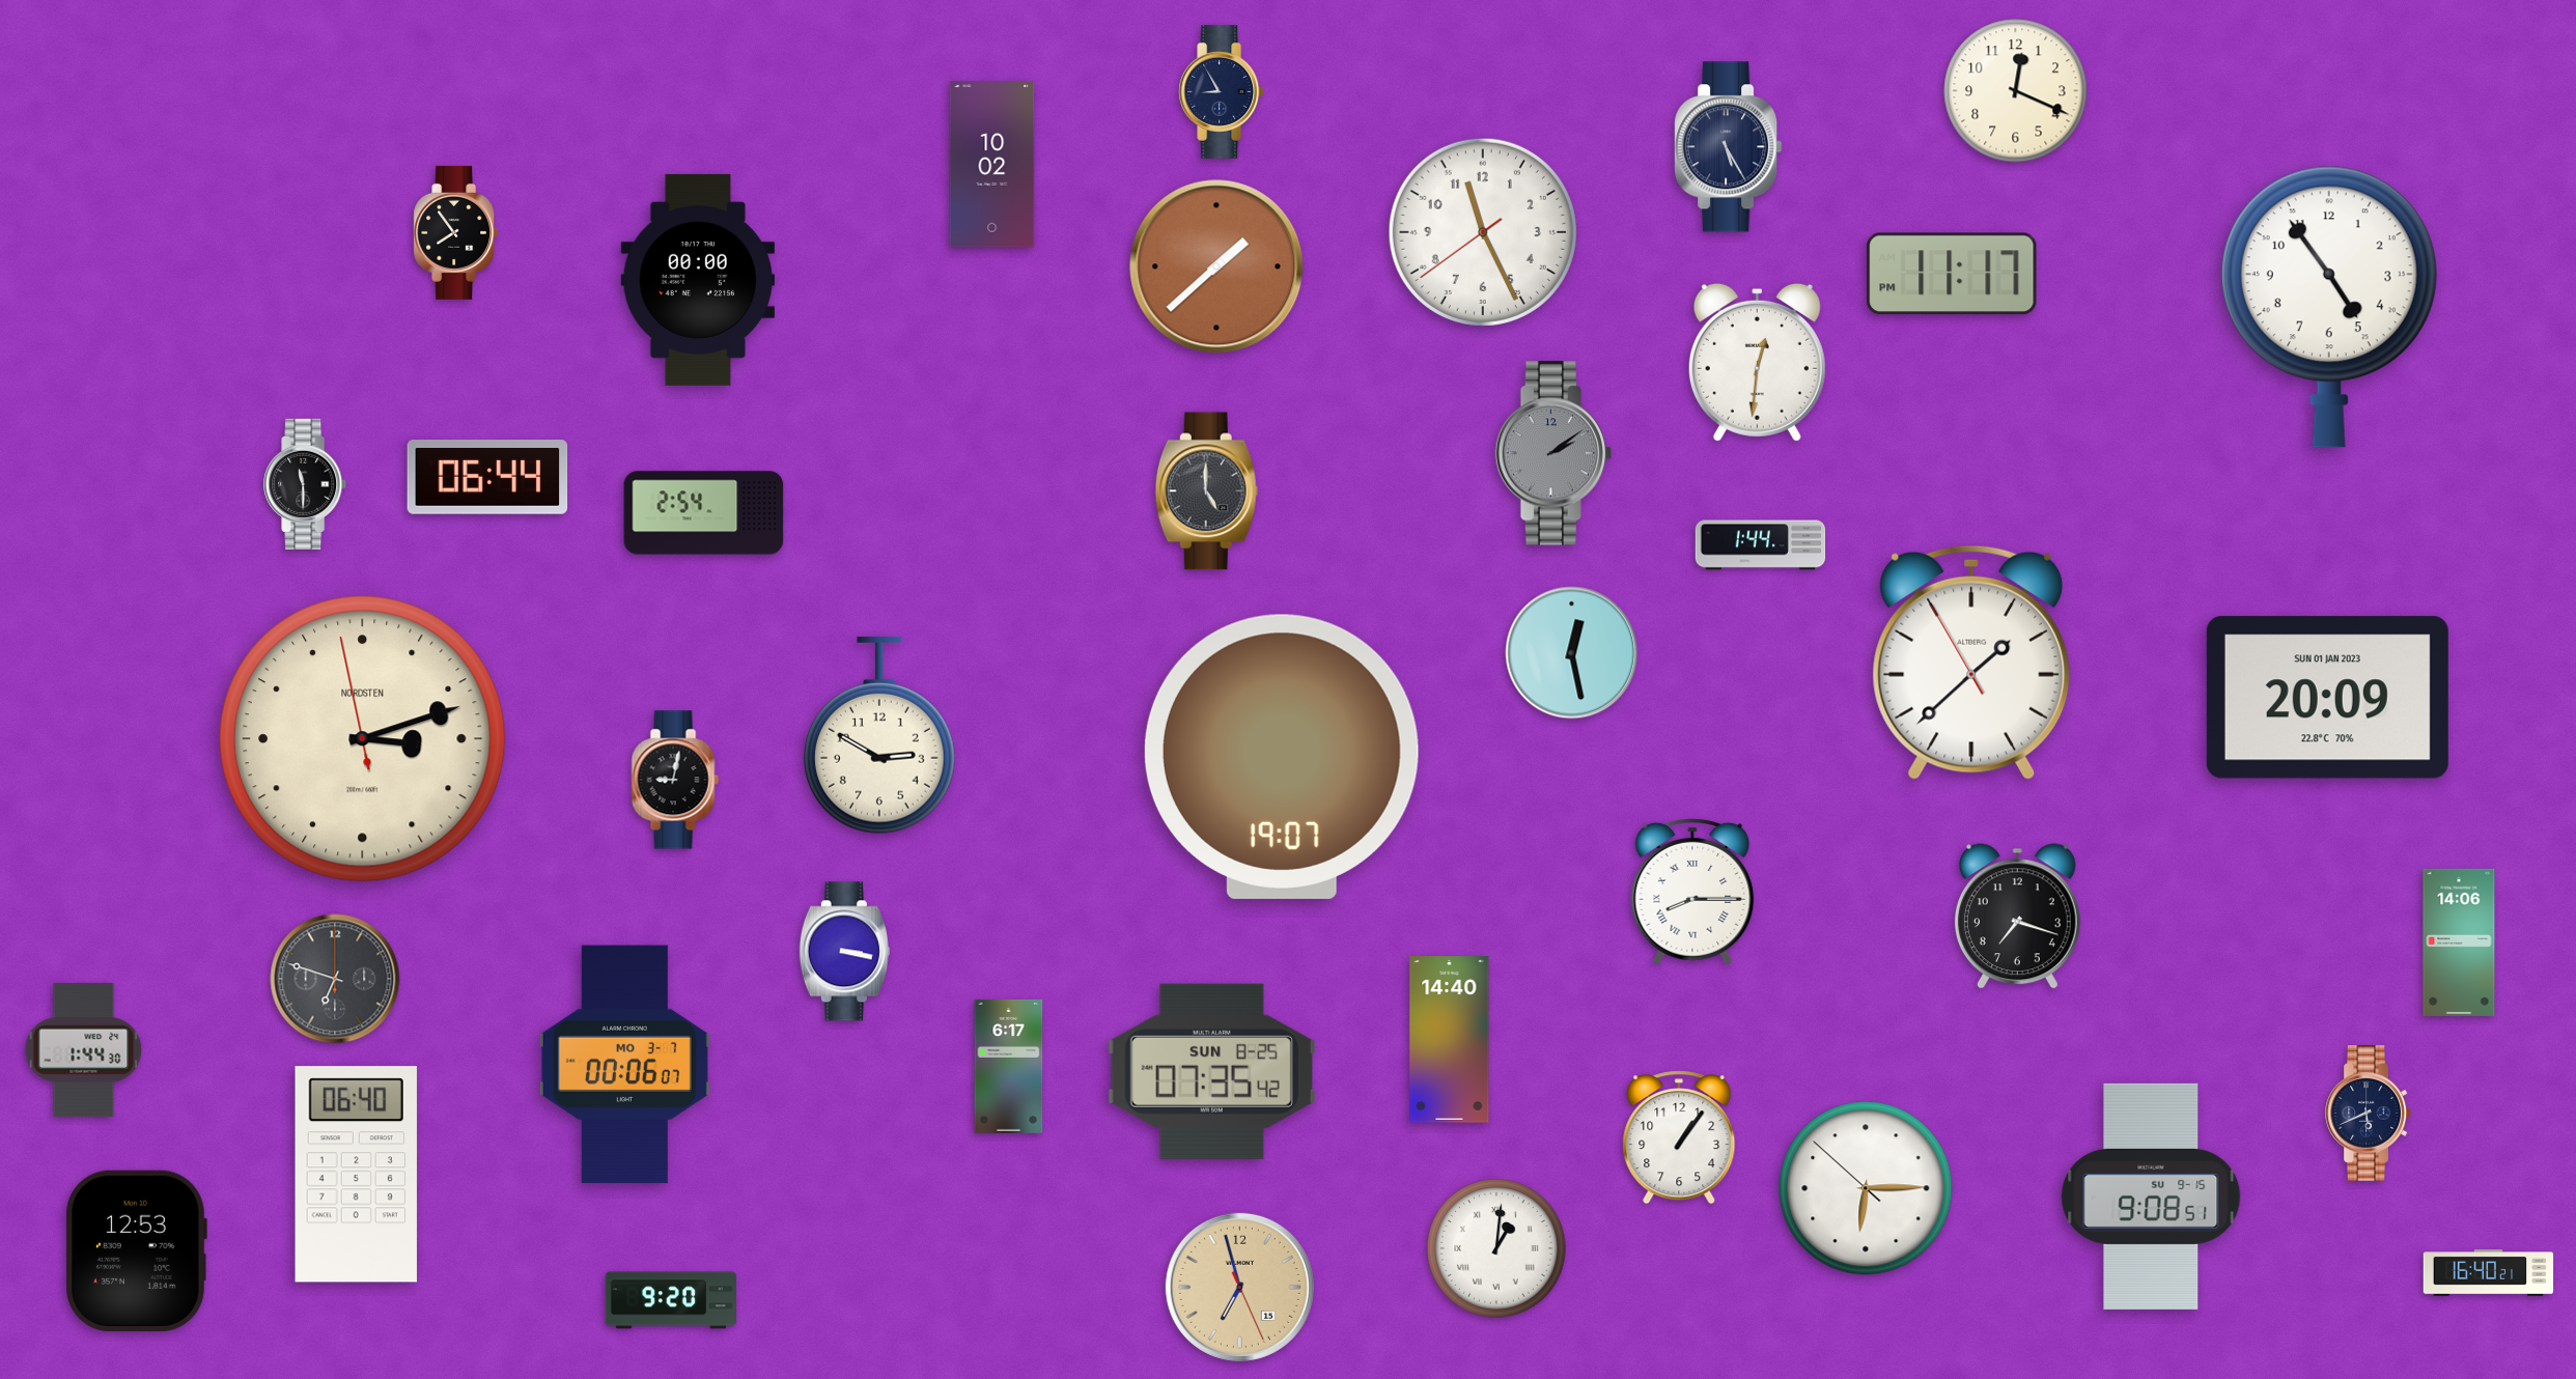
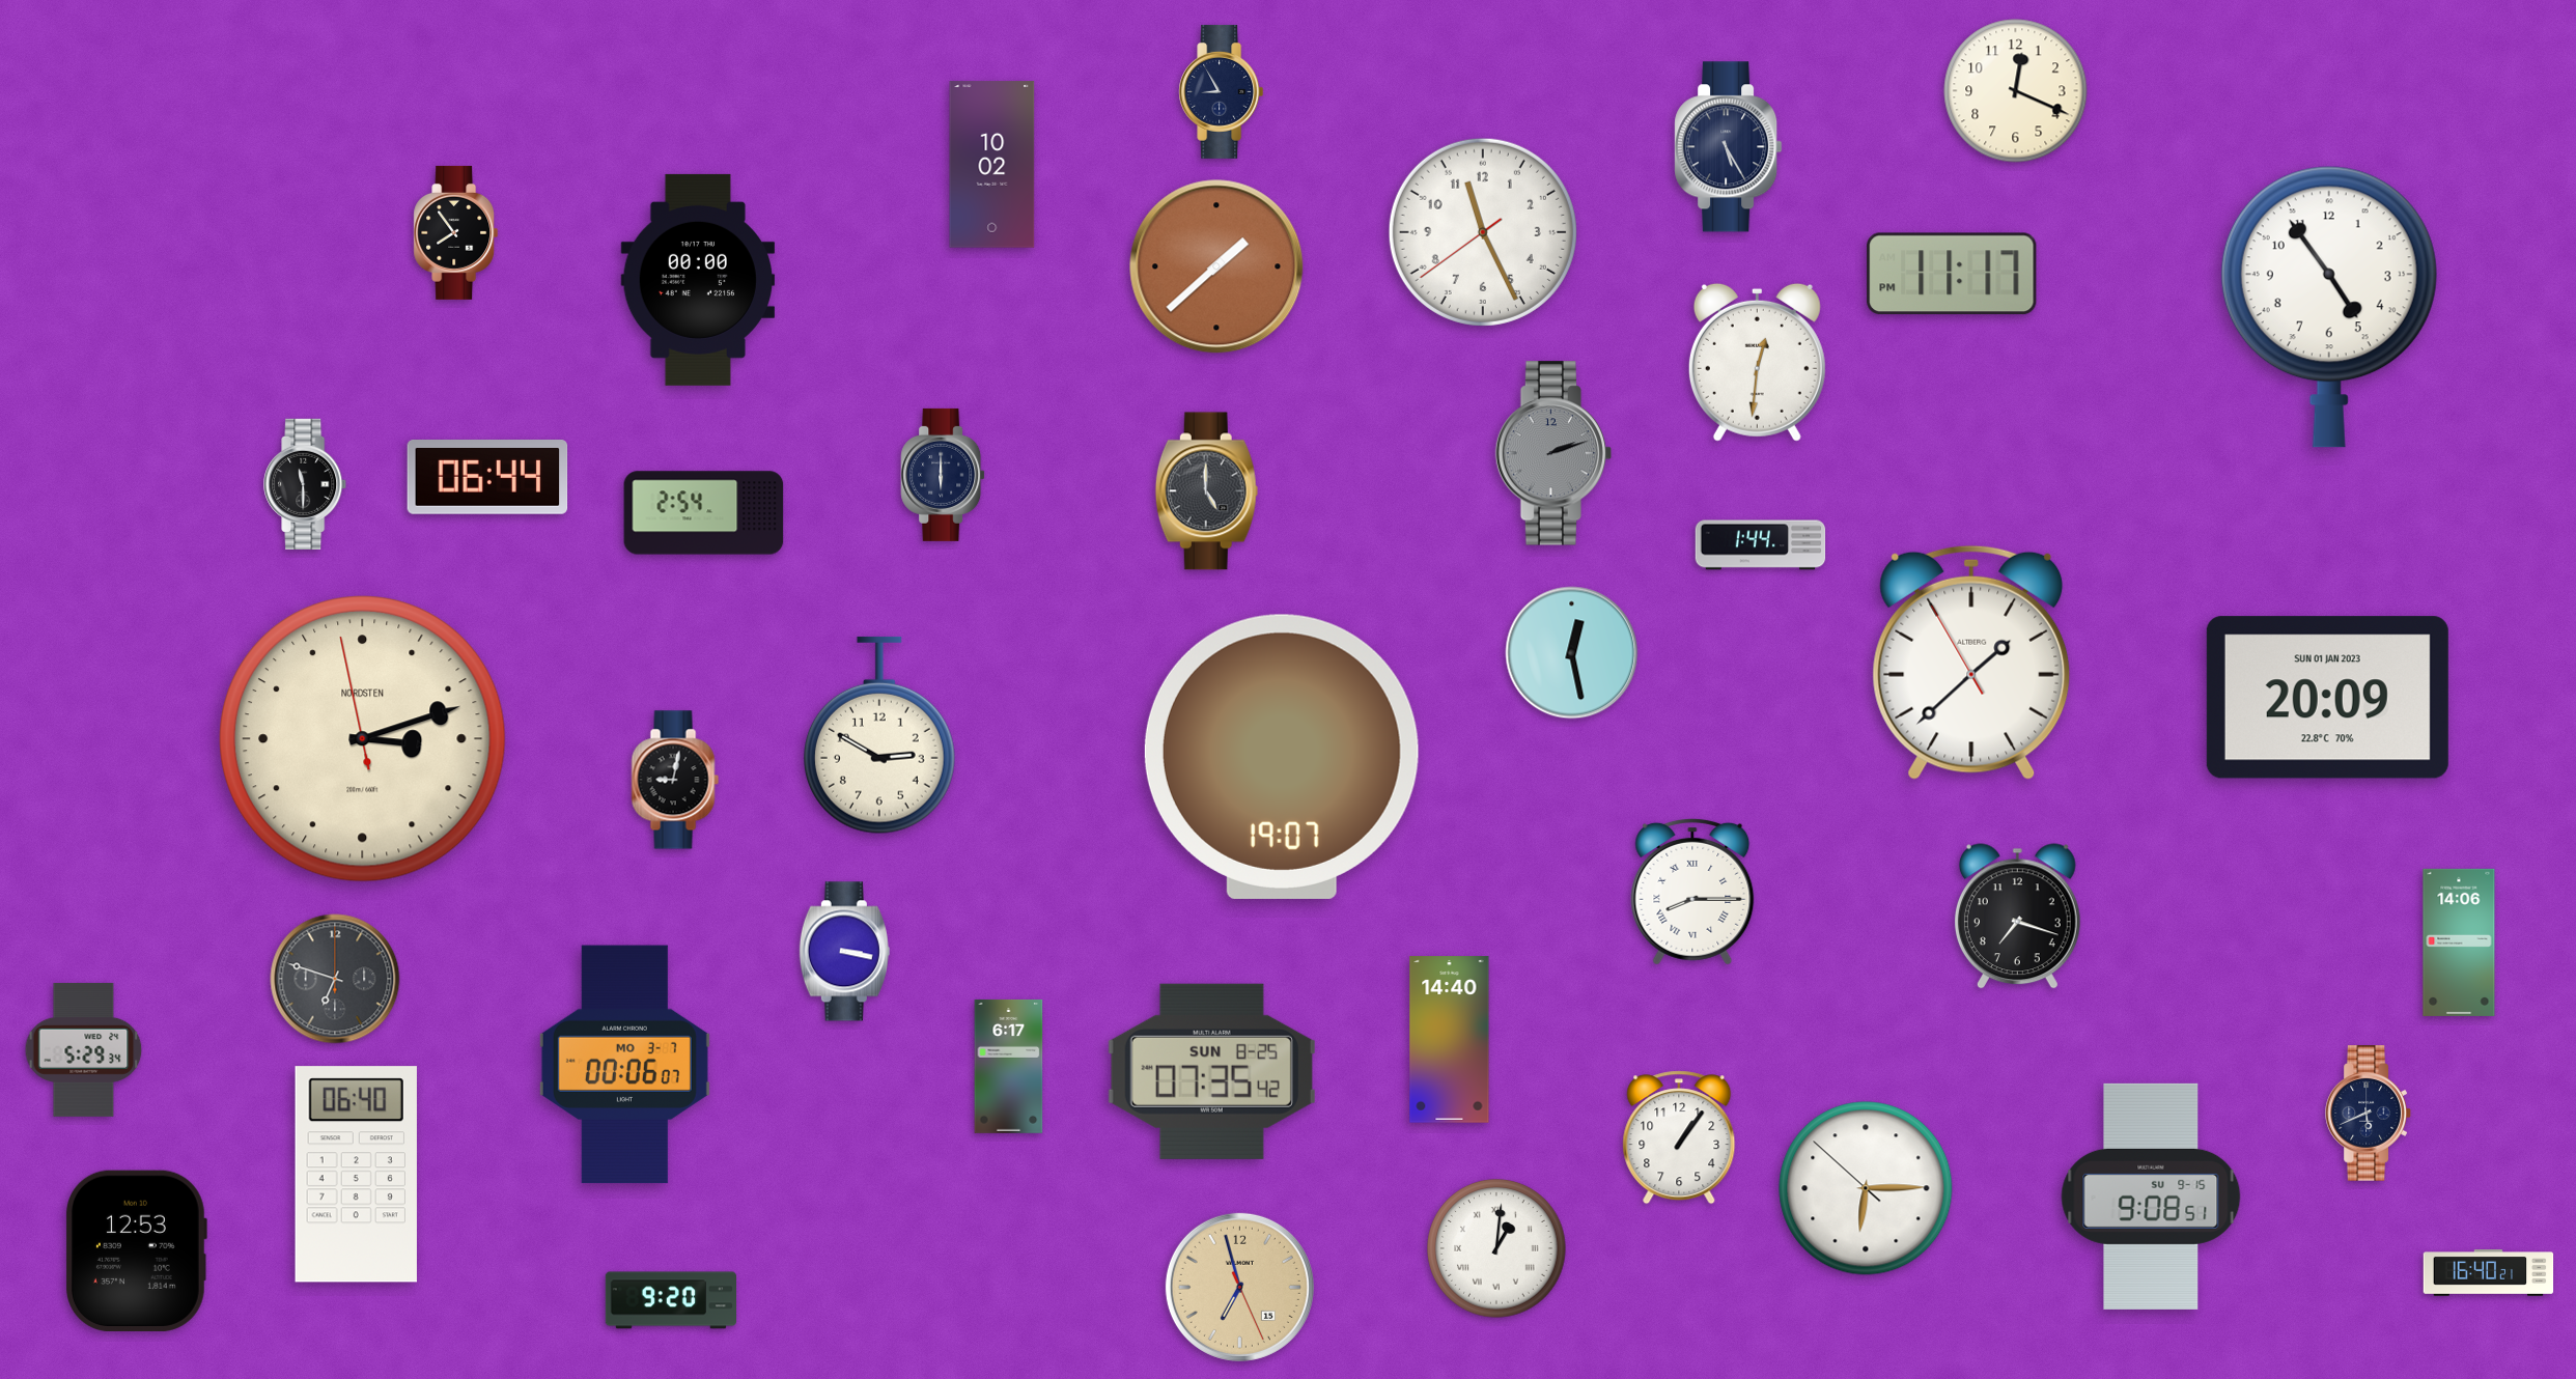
clock at (1553, 453): 2:09 -> 2:12
clock at (943, 475): none -> 6:00
clock at (84, 1049): 1:44 -> 5:29
